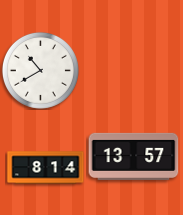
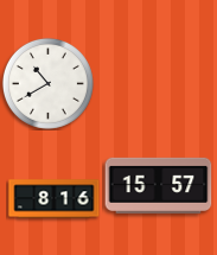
clock at (134, 156): 13:57 -> 15:57
clock at (46, 168): 8:14 -> 8:16
